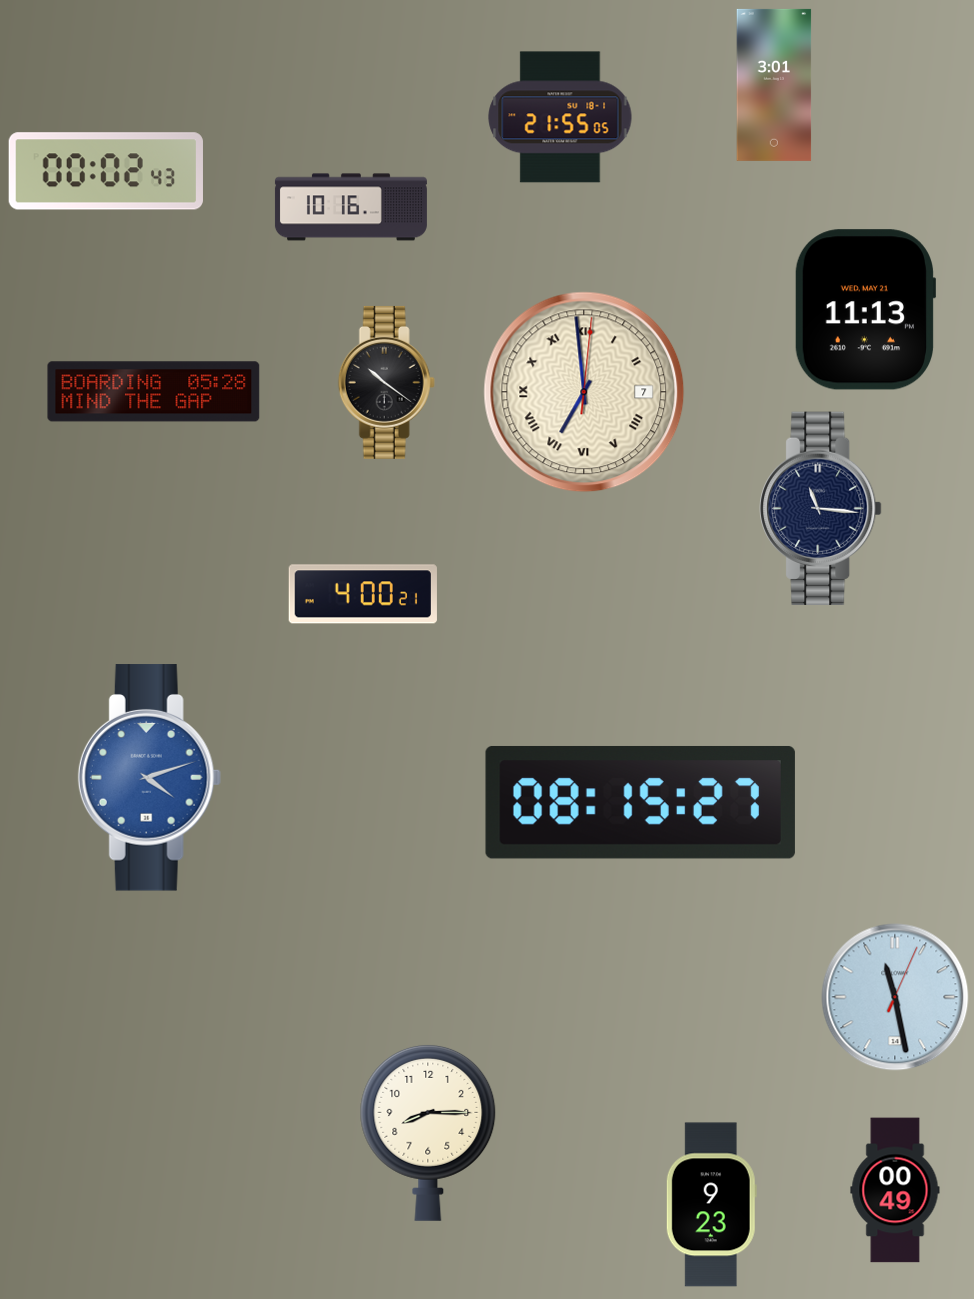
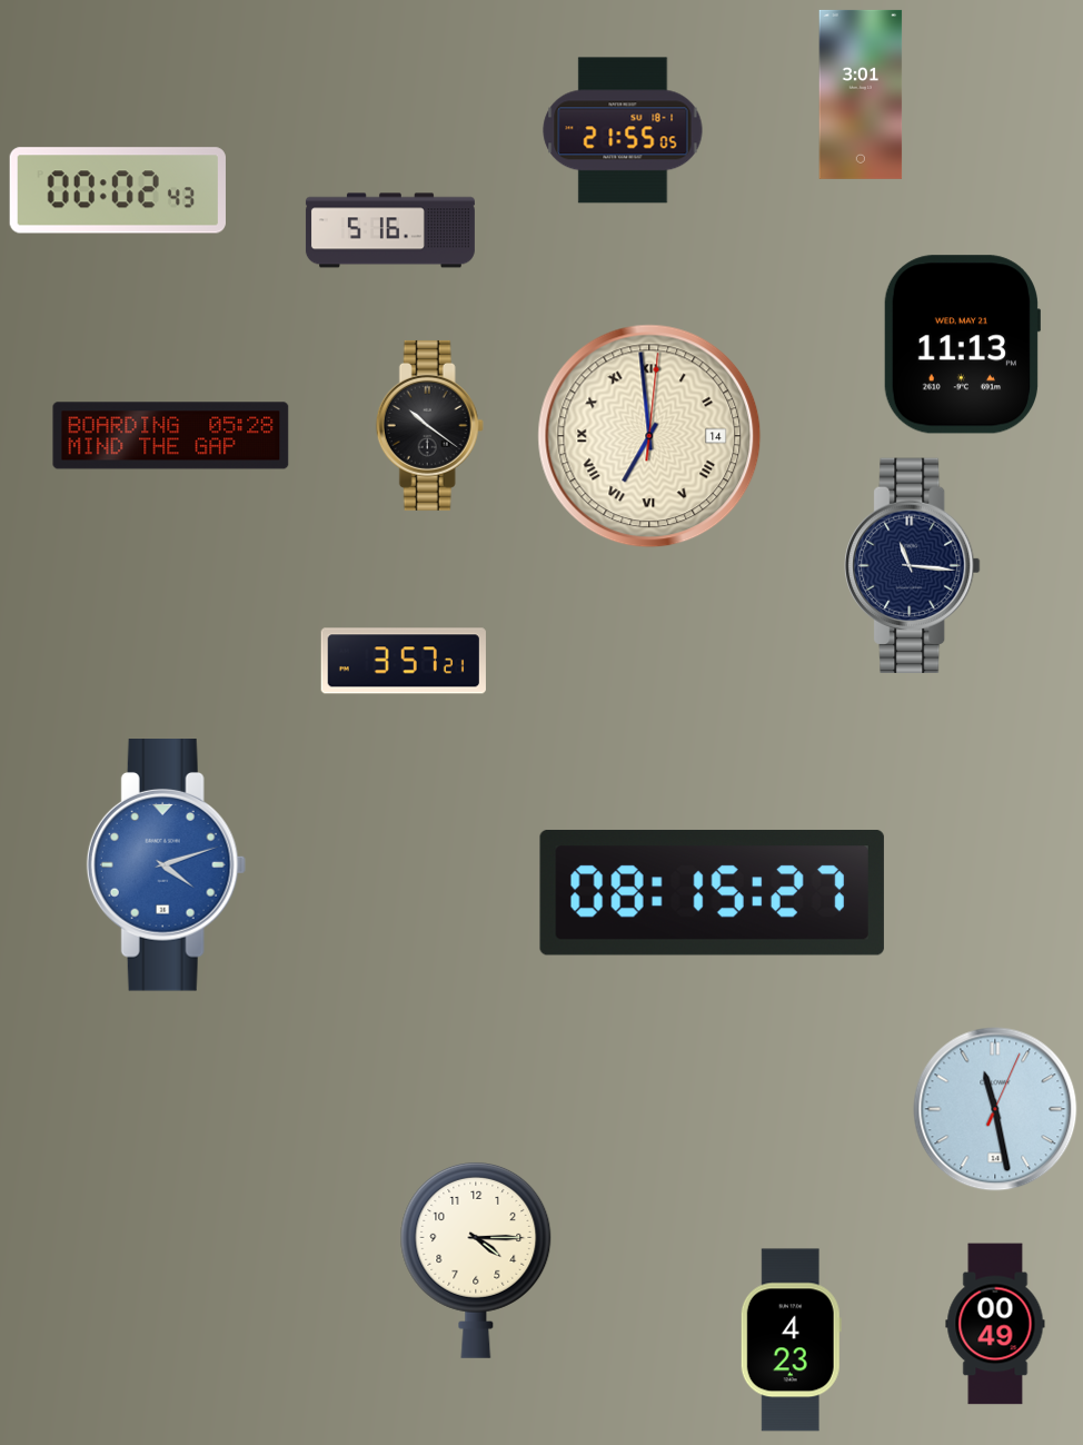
clock at (351, 207): 10:16 -> 5:16
clock at (584, 392) date: 7 -> 14
clock at (363, 594): 4:00 -> 3:57
clock at (428, 1132): 8:15 -> 4:15
clock at (711, 1205): 9:23 -> 4:23
